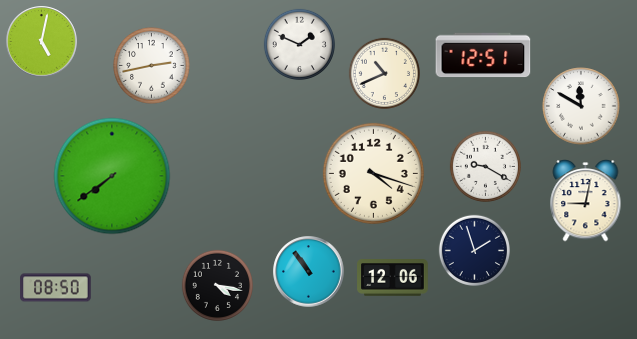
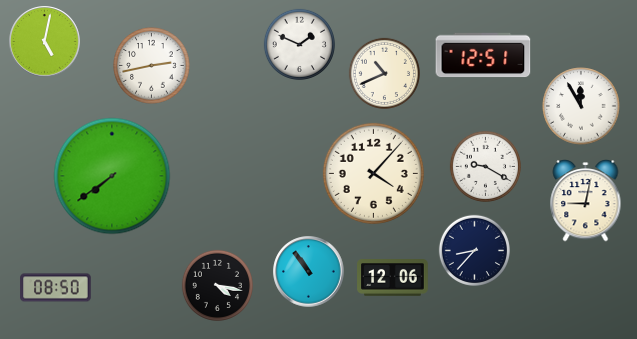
clock at (42, 42) position: (42, 42) -> (45, 42)
clock at (581, 106): 11:50 -> 11:55
clock at (373, 173): 4:18 -> 4:07
clock at (474, 250): 1:57 -> 8:37
